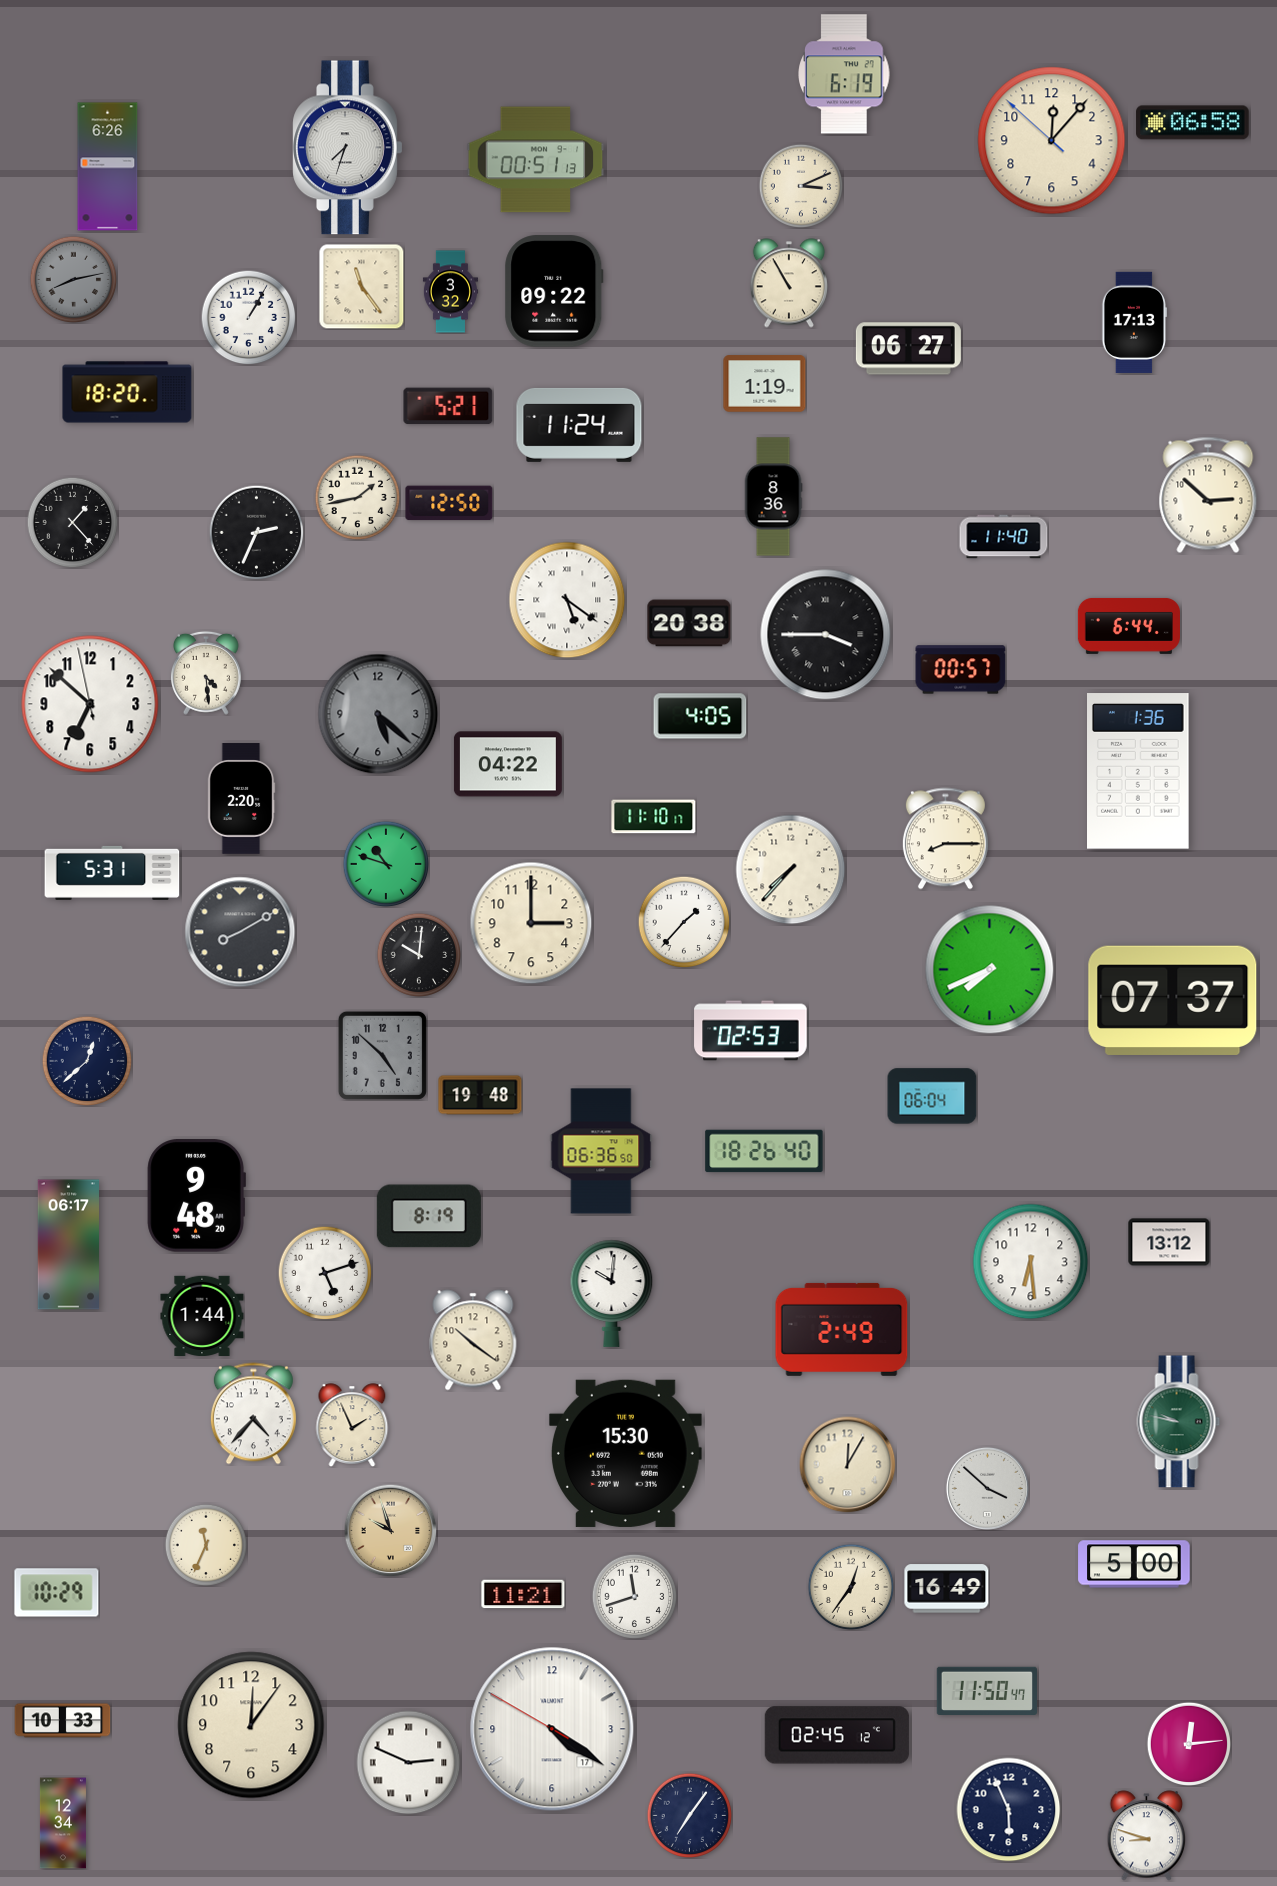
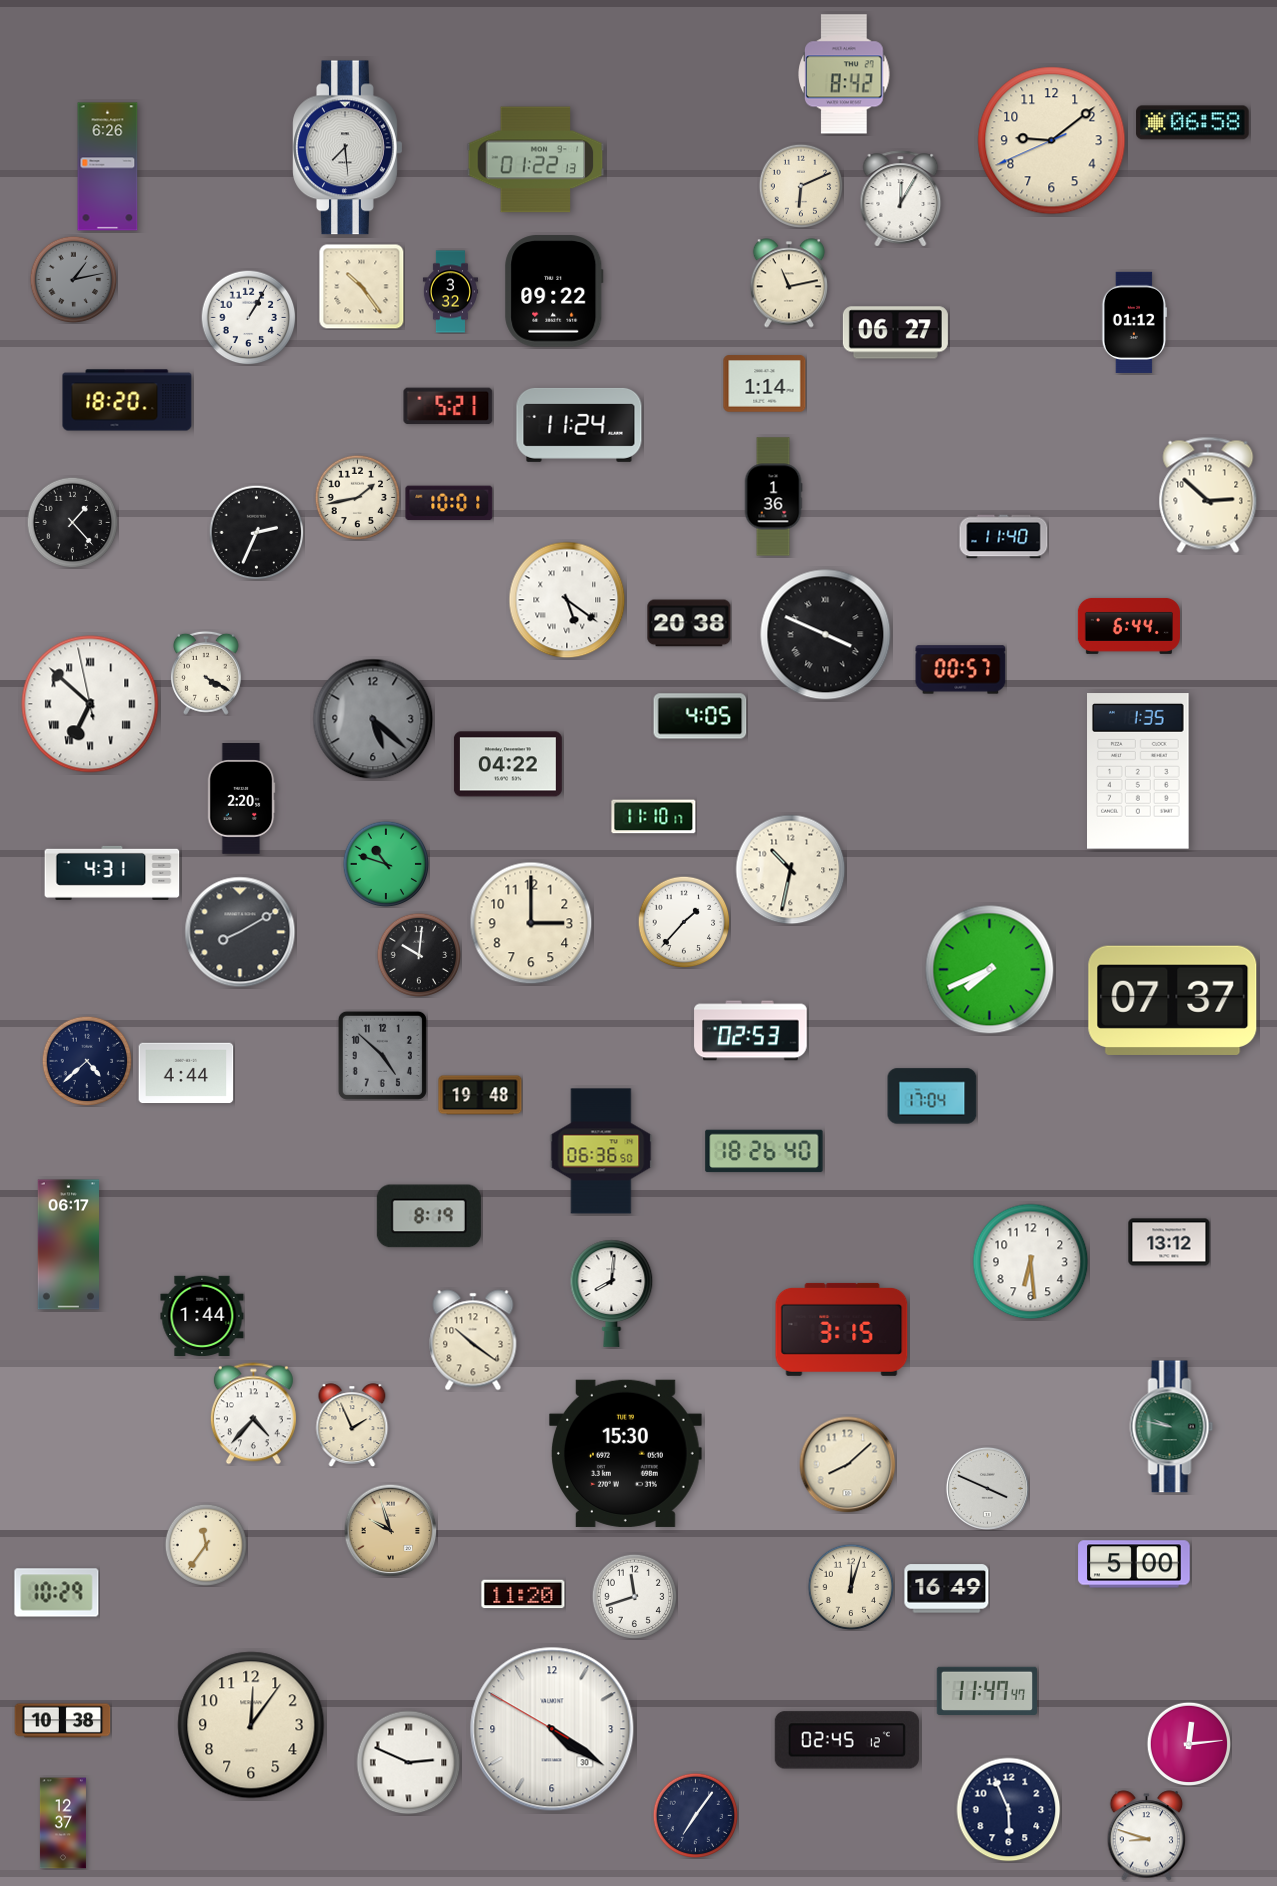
clock at (844, 74): 6:19 -> 8:42
clock at (1052, 141): 12:06 -> 9:08
clock at (348, 148): 7:33 -> 7:29
clock at (536, 160): 00:51 -> 01:22
clock at (801, 186): 3:11 -> 6:11
clock at (901, 199): none -> 12:05
clock at (73, 279): 8:13 -> 1:13
clock at (789, 283): 10:55 -> 11:13
clock at (362, 287): 11:24 -> 10:24
clock at (1134, 322): 17:13 -> 01:12
clock at (908, 349) position: (908, 349) -> (895, 333)
clock at (765, 384): 1:19 -> 1:14
clock at (127, 392) position: (127, 392) -> (127, 400)
clock at (773, 497): 8:36 -> 1:36
clock at (449, 503): 12:50 -> 10:01
clock at (826, 635): 3:45 -> 3:49
clock at (206, 673): 4:29 -> 4:20
clock at (90, 704) numerals: Arabic -> Roman
clock at (378, 714) position: (378, 714) -> (373, 719)
clock at (1139, 771): 1:36 -> 1:35
clock at (945, 839): 8:15 -> none
clock at (791, 870): 7:37 -> 10:32
clock at (112, 873): 5:31 -> 4:31
clock at (87, 1061): 12:38 -> 4:38
clock at (186, 1073): none -> 4:44
clock at (932, 1096): 06:04 -> 17:04
clock at (196, 1196): 9:48 -> none
clock at (325, 1273): 5:12 -> none
clock at (612, 1293): 10:01 -> 8:01
clock at (842, 1329): 2:49 -> 3:15
clock at (1179, 1422) position: (1179, 1422) -> (1172, 1427)
clock at (848, 1465): 12:05 -> 8:08
clock at (987, 1488): 3:52 -> 3:49
clock at (205, 1544): 11:34 -> 11:36
clock at (851, 1587): 12:36 -> 12:03
clock at (523, 1594): 11:21 -> 11:20
clock at (986, 1690): 11:50 -> 11:47
clock at (63, 1721): 10:33 -> 10:38
clock at (552, 1729) date: 17 -> 30
clock at (837, 1735) position: (837, 1735) -> (847, 1740)
clock at (689, 1815) position: (689, 1815) -> (695, 1815)
clock at (63, 1823): 12:34 -> 12:37
